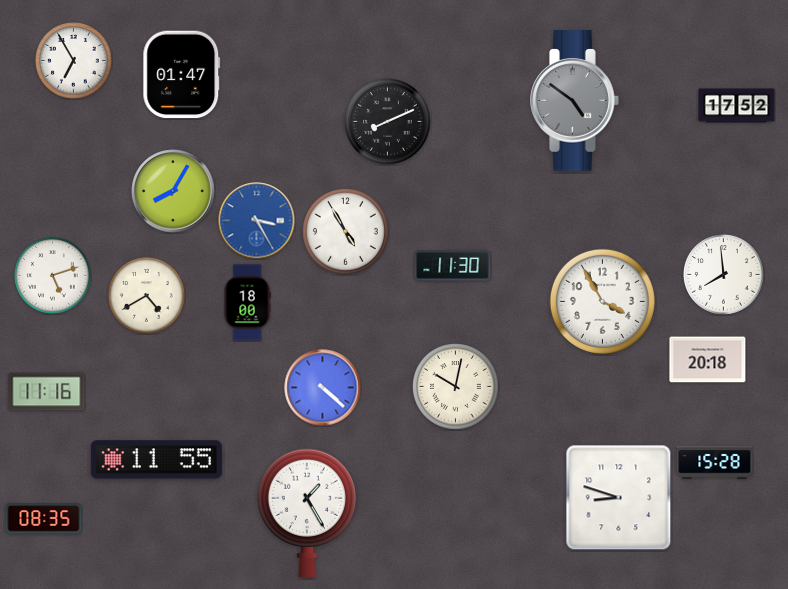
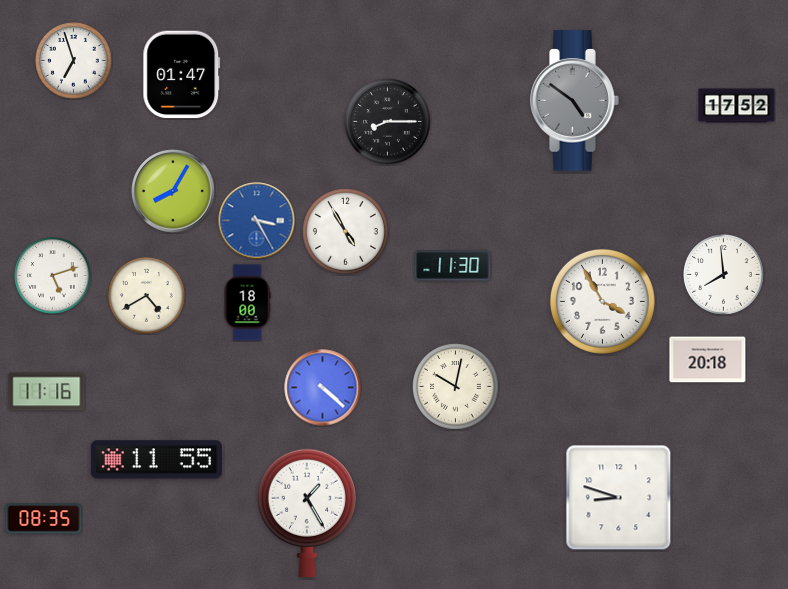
clock at (74, 61): 6:55 -> 6:57
clock at (388, 122): 8:11 -> 8:15
clock at (715, 463): 15:28 -> none
